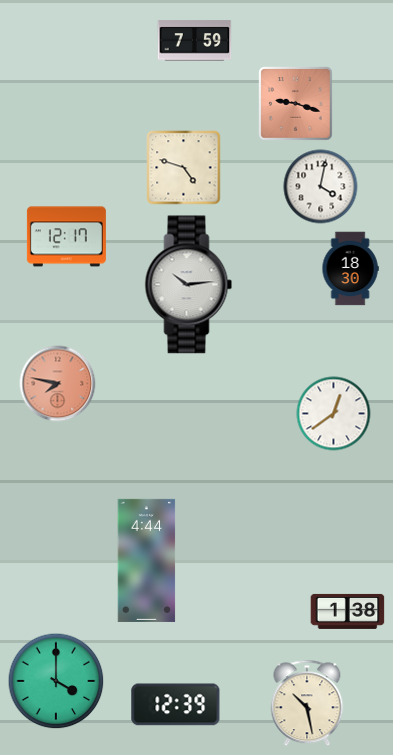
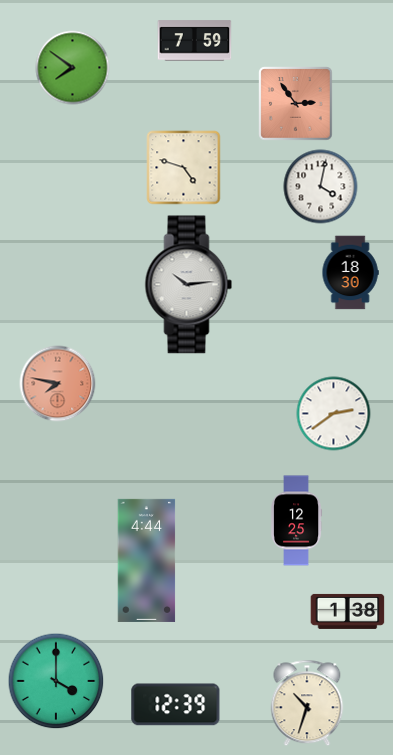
clock at (73, 68): none -> 7:51
clock at (296, 104): 9:18 -> 2:54
clock at (66, 237): 12:17 -> none
clock at (350, 269) position: (350, 269) -> (350, 273)
clock at (334, 414): 12:39 -> 2:39
clock at (297, 521): none -> 12:25
clock at (307, 703): 10:28 -> 10:33
